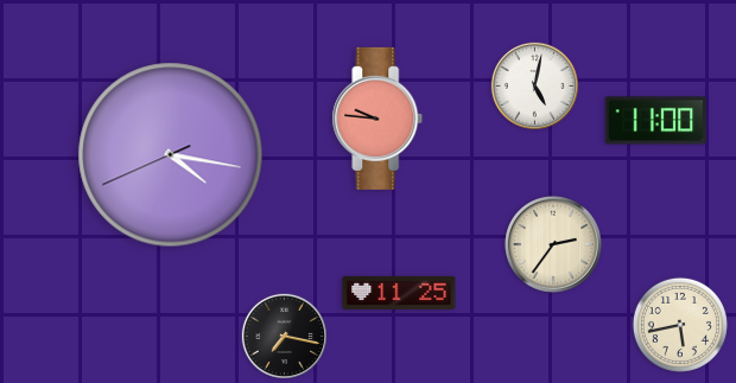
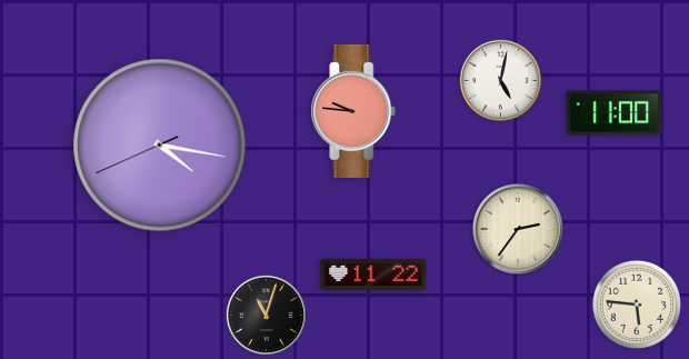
clock at (399, 293): 11:25 -> 11:22
clock at (680, 325): 5:43 -> 5:46
clock at (284, 336): 7:17 -> 11:03
